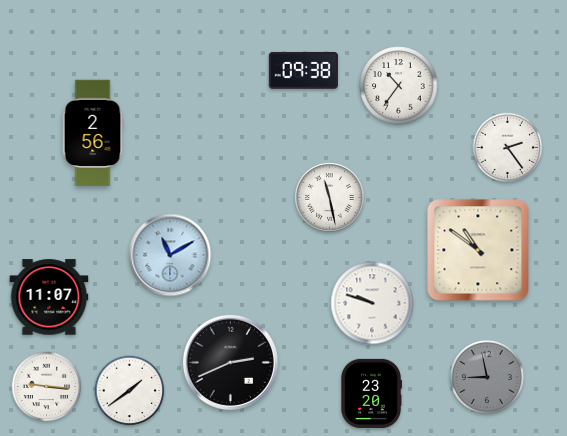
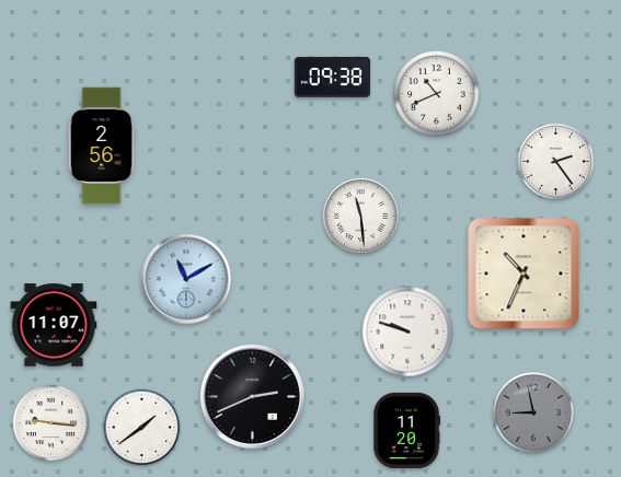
clock at (399, 86): 10:36 -> 10:41
clock at (329, 197): 11:28 -> 11:29
clock at (478, 250): 10:51 -> 10:34
clock at (371, 393): 23:20 -> 11:20
